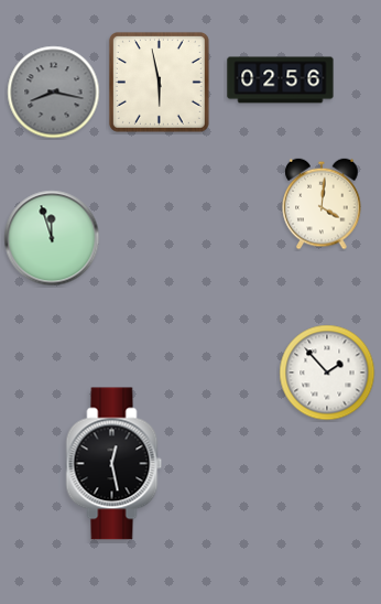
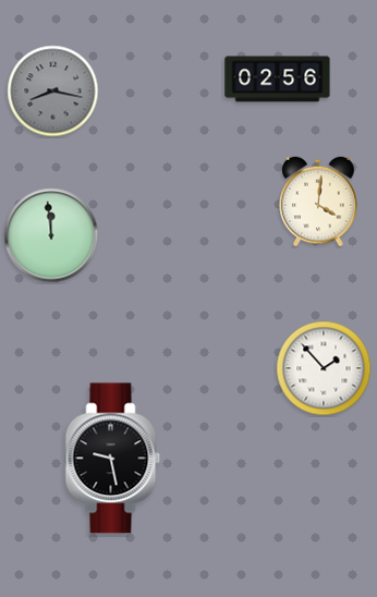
clock at (159, 82): 5:58 -> none
clock at (52, 238): 11:57 -> 11:59
clock at (115, 464): 12:28 -> 9:28
